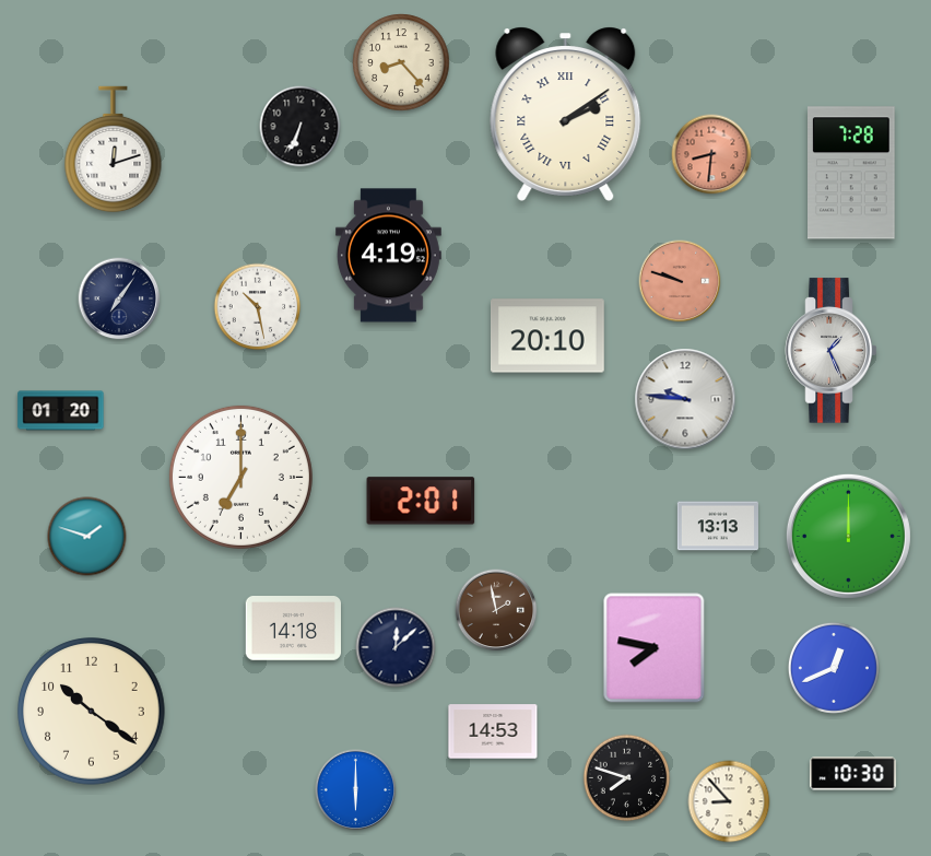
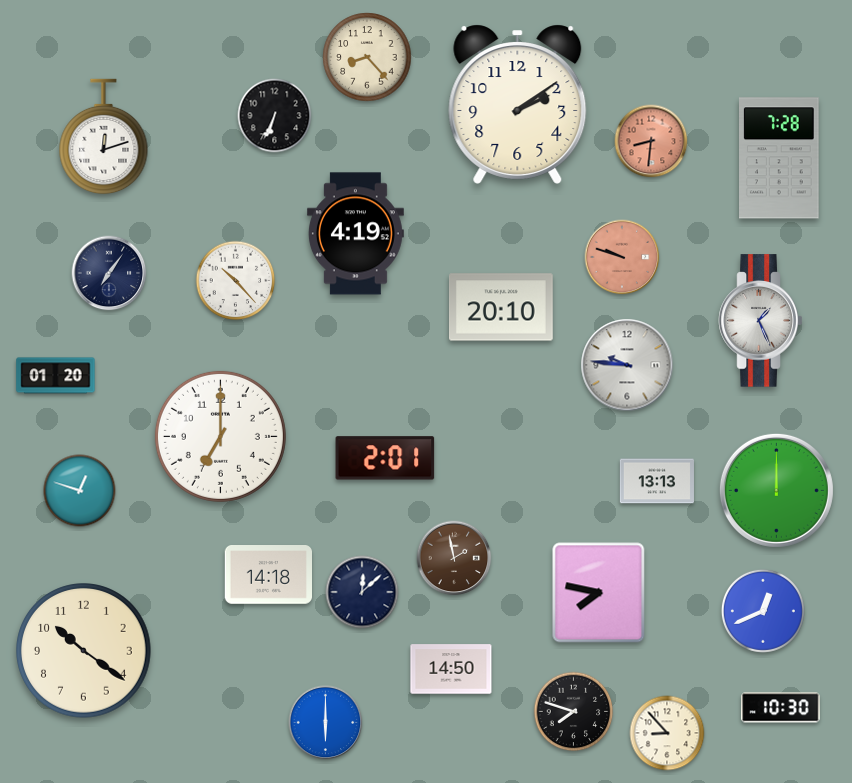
clock at (566, 114) numerals: Roman -> Arabic
clock at (258, 307): 10:28 -> 10:23
clock at (87, 537): 1:48 -> 12:48
clock at (493, 731): 14:53 -> 14:50
